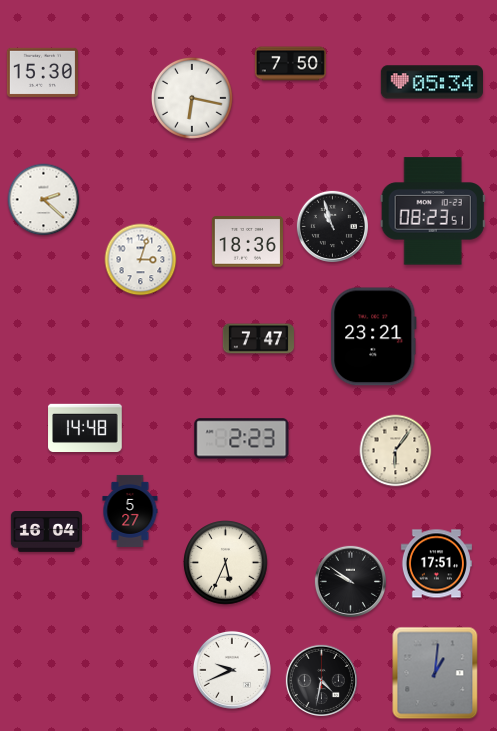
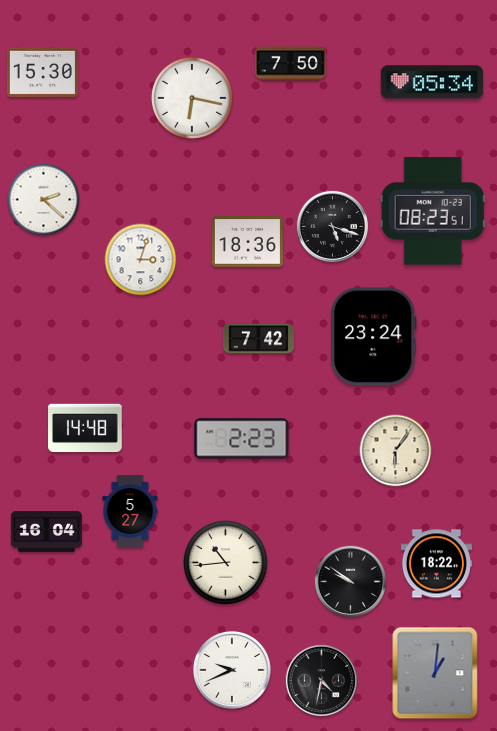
clock at (332, 226): 10:57 -> 5:18
clock at (374, 337): 23:21 -> 23:24
clock at (258, 339): 7:47 -> 7:42
clock at (226, 563): 5:34 -> 10:44
clock at (436, 564): 17:51 -> 18:22
